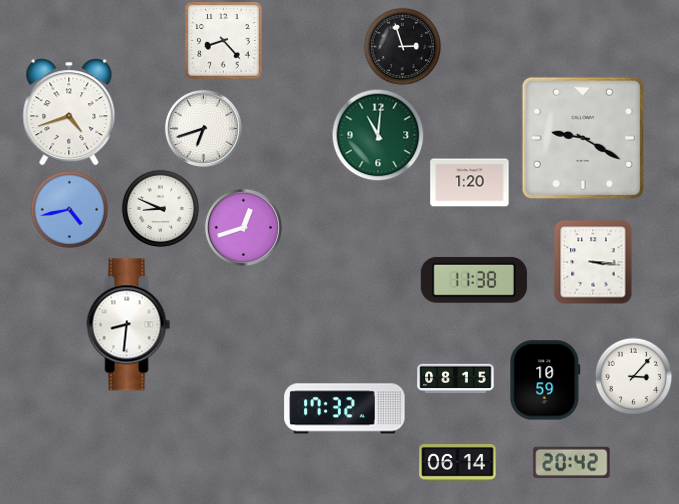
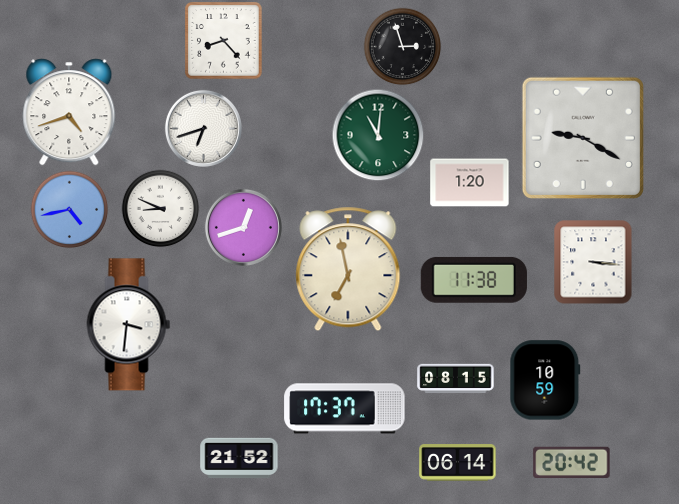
clock at (348, 269): none -> 6:58
clock at (129, 325): 8:31 -> 3:31
clock at (633, 376): 3:07 -> none
clock at (345, 409): 17:32 -> 17:37
clock at (239, 458): none -> 21:52
